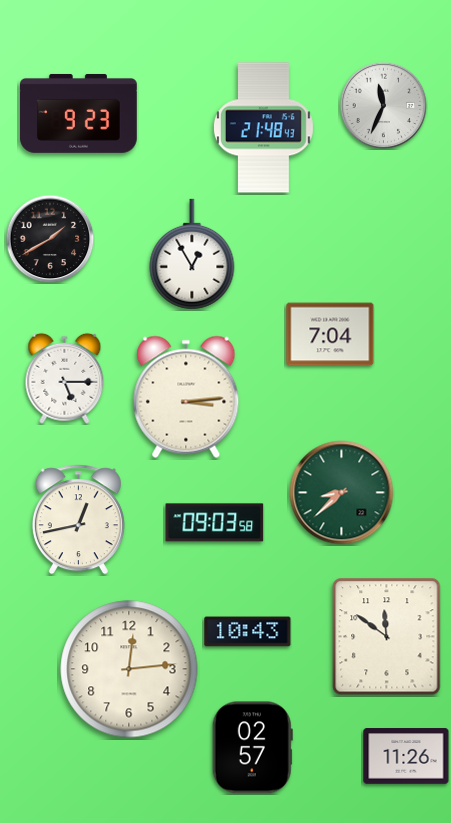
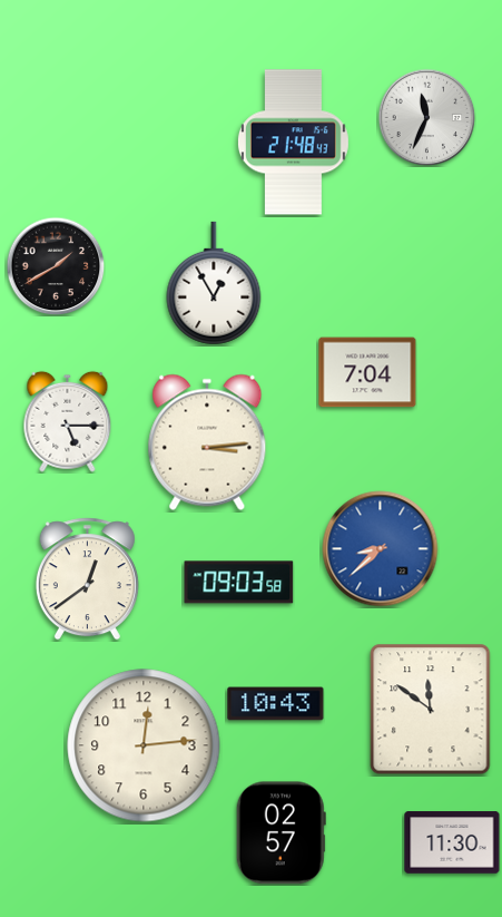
clock at (79, 113): 9:23 -> none
clock at (65, 378) position: (65, 378) -> (68, 421)
clock at (342, 493) dial: green -> blue
clock at (78, 520): 12:43 -> 12:39
clock at (406, 756): 11:26 -> 11:30
